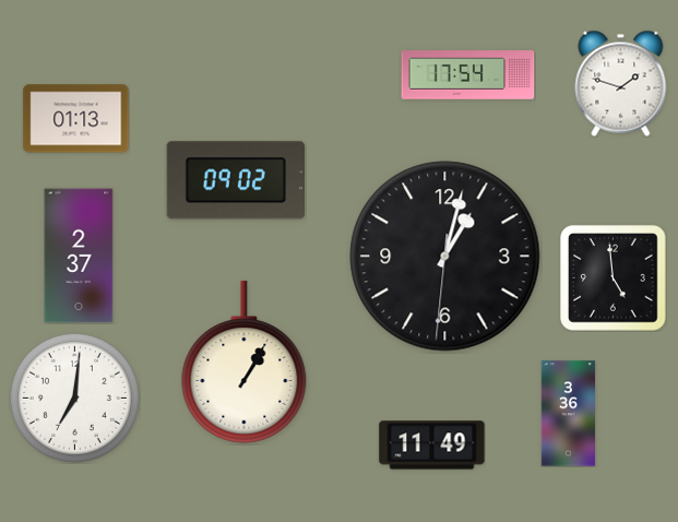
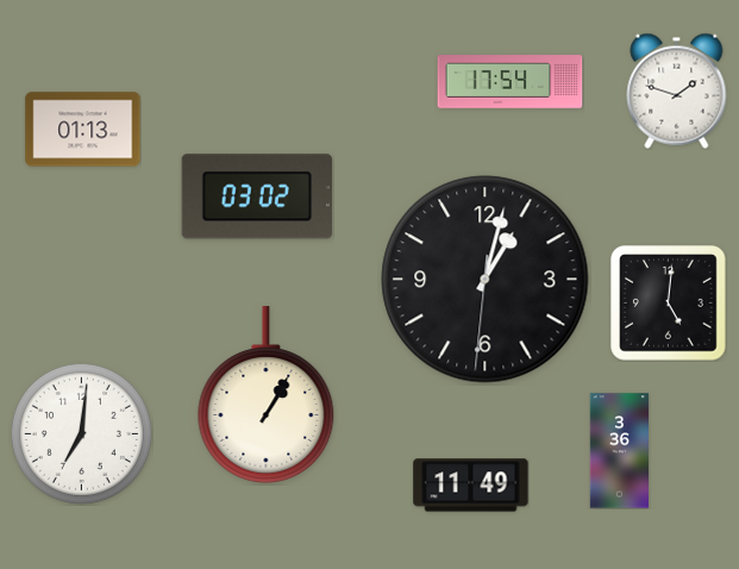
clock at (235, 180): 09:02 -> 03:02
clock at (79, 256): 2:37 -> none
clock at (614, 278): 4:59 -> 5:01
